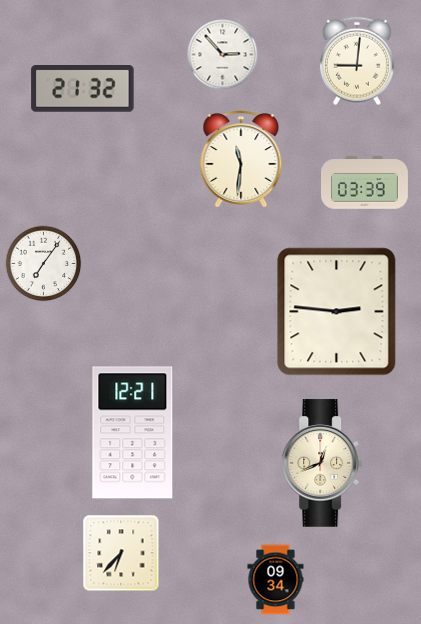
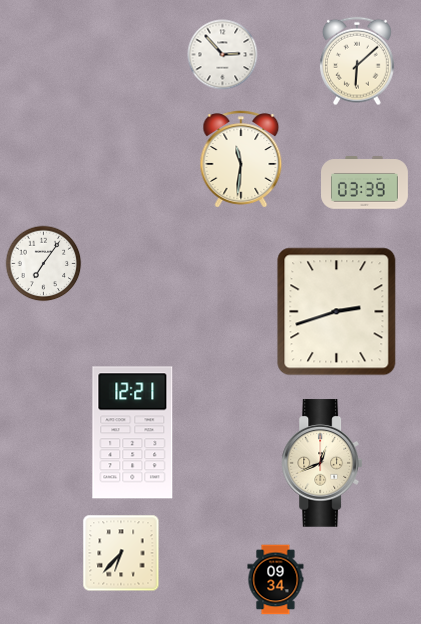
clock at (357, 61): 9:01 -> 6:08
clock at (83, 89): 21:32 -> none
clock at (337, 312): 2:46 -> 2:42
